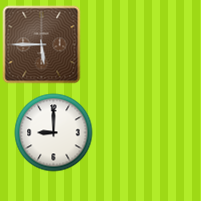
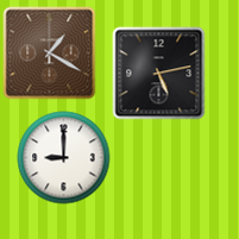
clock at (41, 44): 5:45 -> 1:20
clock at (158, 73): none -> 5:13
